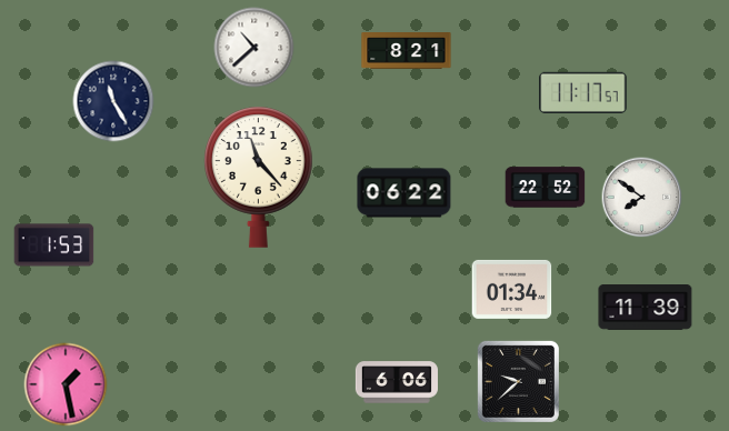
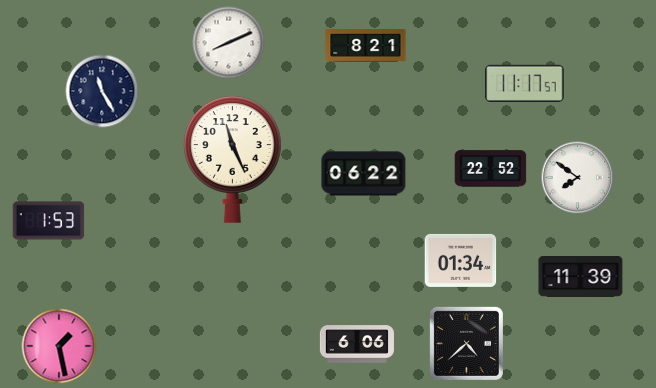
clock at (254, 48): 10:38 -> 8:11
clock at (259, 177): 11:23 -> 11:26
clock at (518, 381): 9:38 -> 4:38
